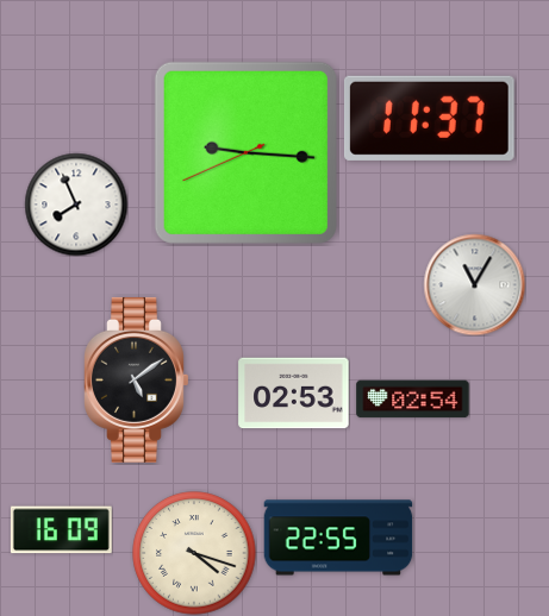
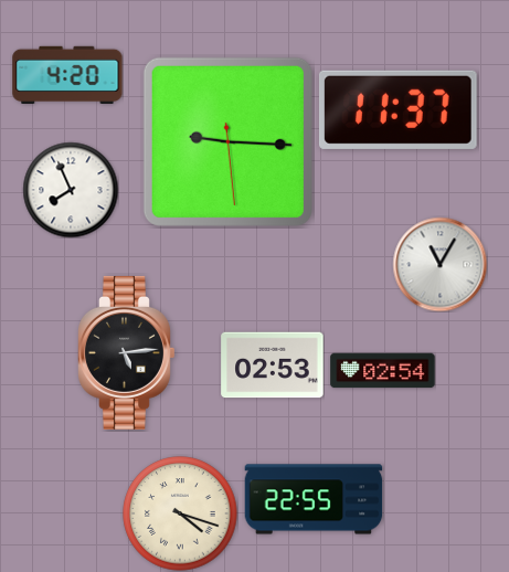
clock at (67, 75): none -> 4:20
clock at (245, 152): 9:15:41 -> 9:15:29
clock at (137, 379): 5:09 -> 5:14
clock at (61, 530): 16:09 -> none
